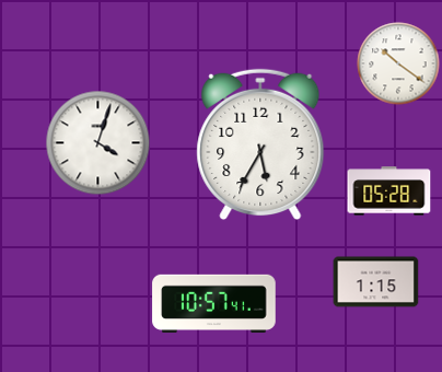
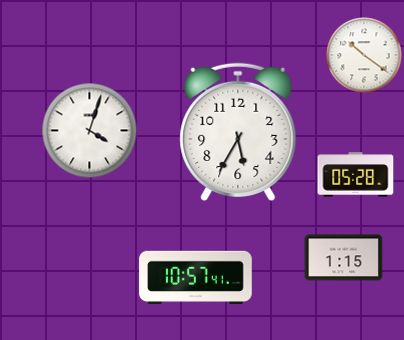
clock at (398, 63) position: (398, 63) -> (364, 55)
